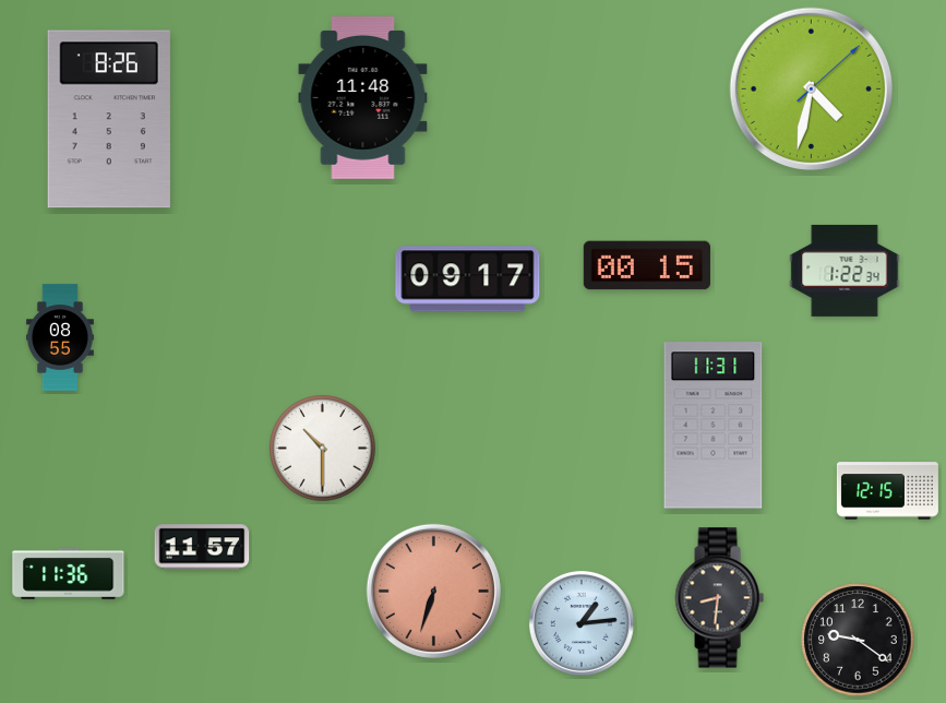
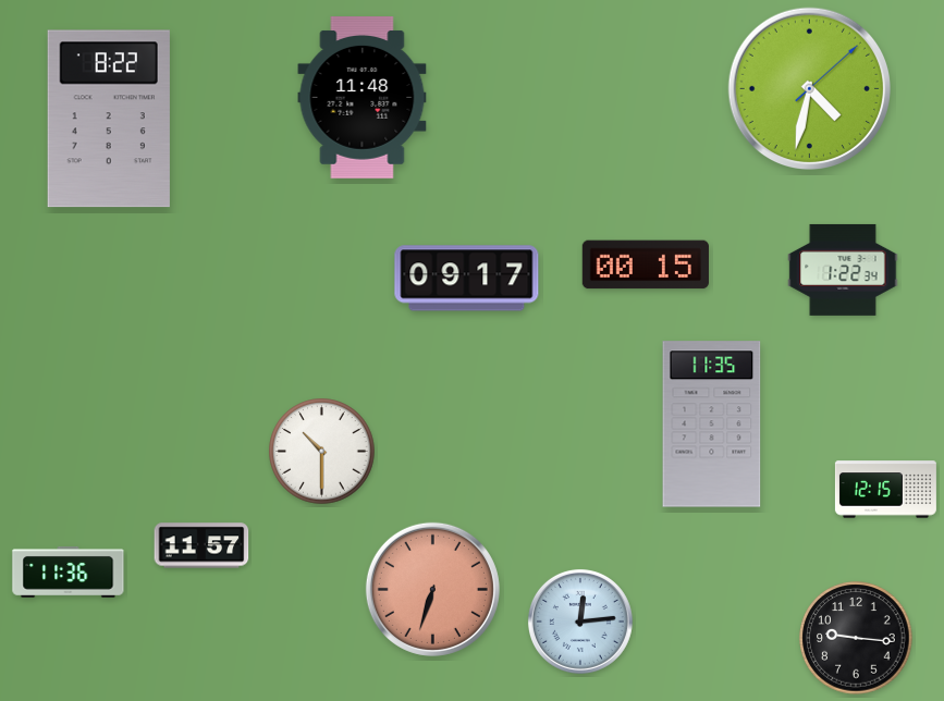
clock at (109, 119): 8:26 -> 8:22
clock at (60, 337): 08:55 -> none
clock at (714, 426): 11:31 -> 11:35
clock at (323, 449) position: (323, 449) -> (322, 452)
clock at (719, 598): 8:31 -> none
clock at (582, 623): 1:14 -> 12:14
clock at (858, 640): 9:21 -> 9:16
